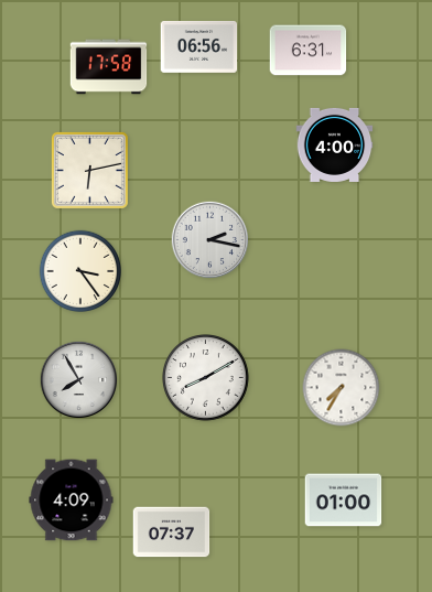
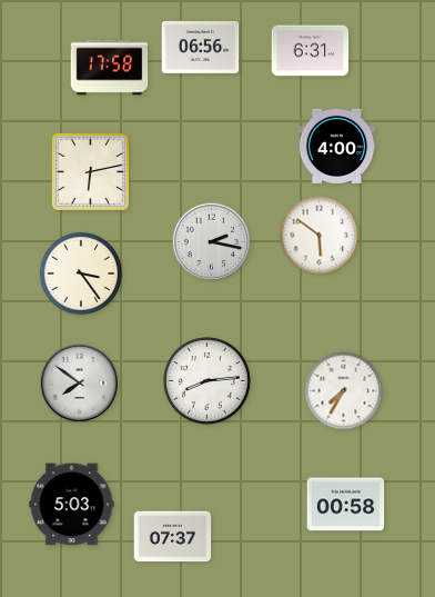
clock at (320, 236): none -> 5:51
clock at (206, 378): 8:10 -> 8:14
clock at (79, 379): 7:55 -> 7:51
clock at (72, 500): 4:09 -> 5:03
clock at (344, 500): 01:00 -> 00:58
